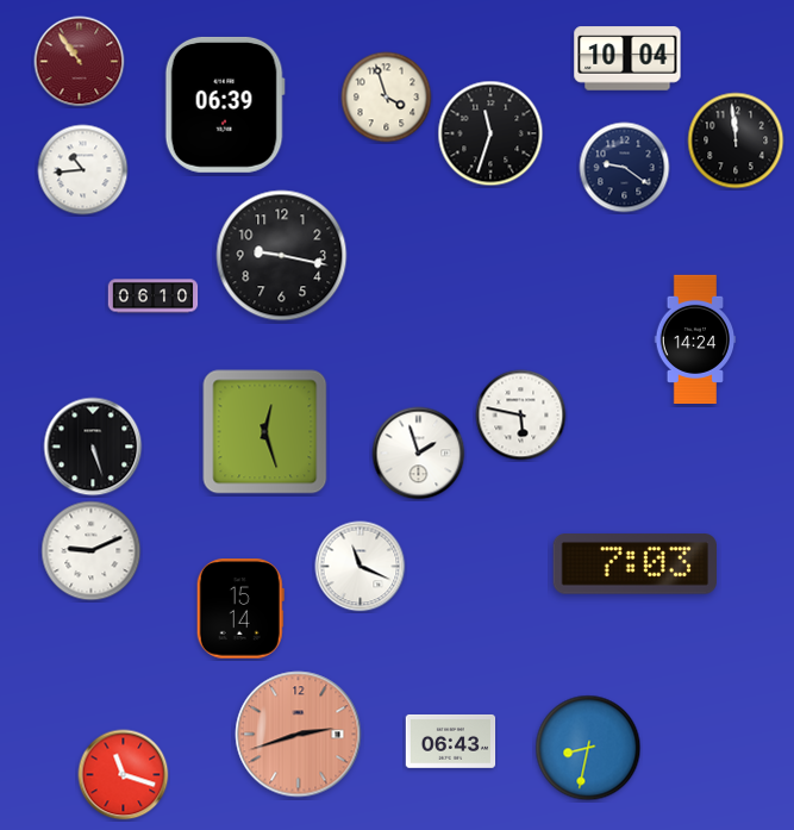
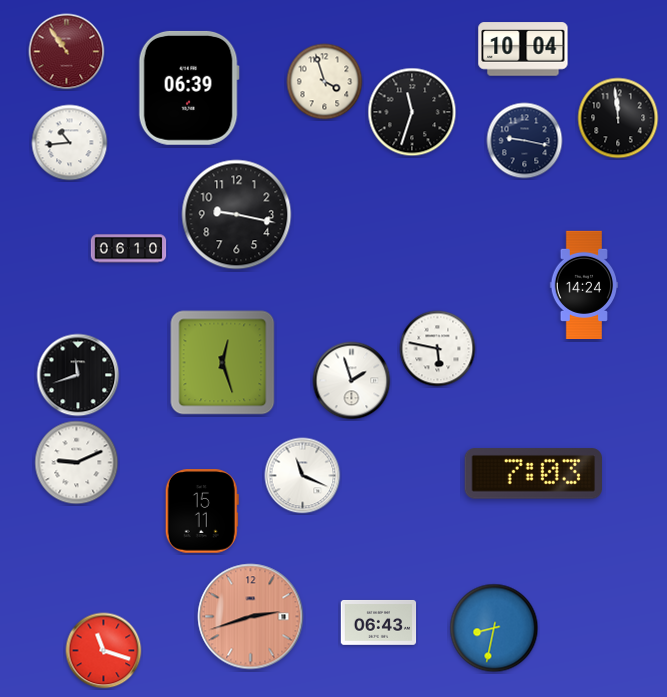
clock at (627, 58) position: (627, 58) -> (523, 49)
clock at (625, 168): 9:21 -> 9:17
clock at (93, 447): 5:27 -> 11:42
clock at (240, 609): 15:14 -> 15:11
